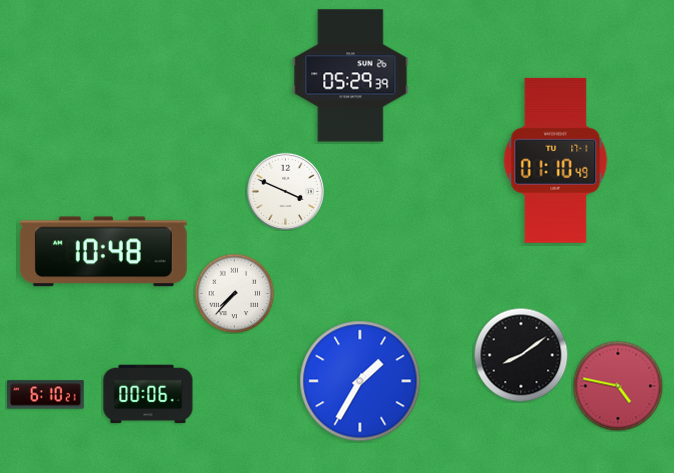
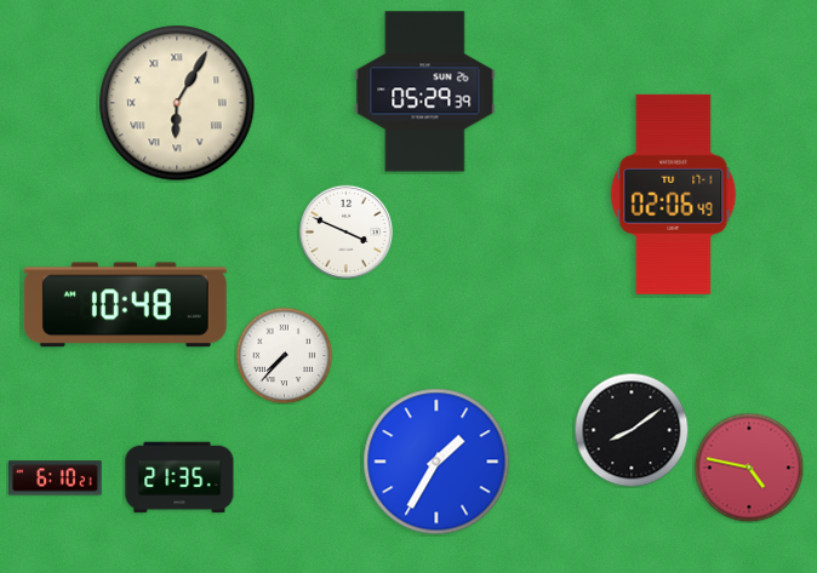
clock at (177, 103): none -> 6:05
clock at (556, 160): 01:10 -> 02:06
clock at (148, 394): 00:06 -> 21:35
